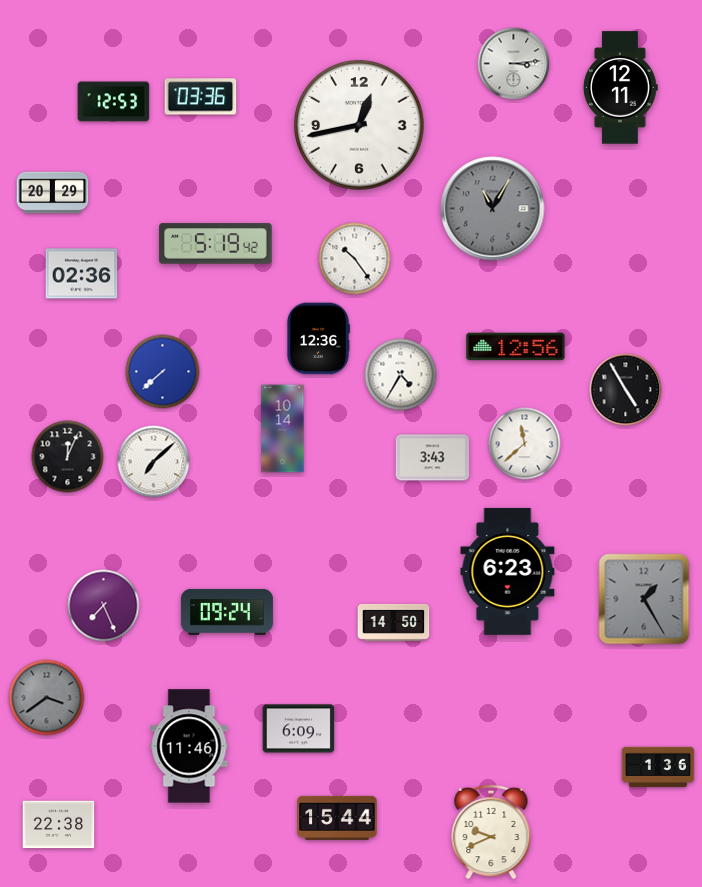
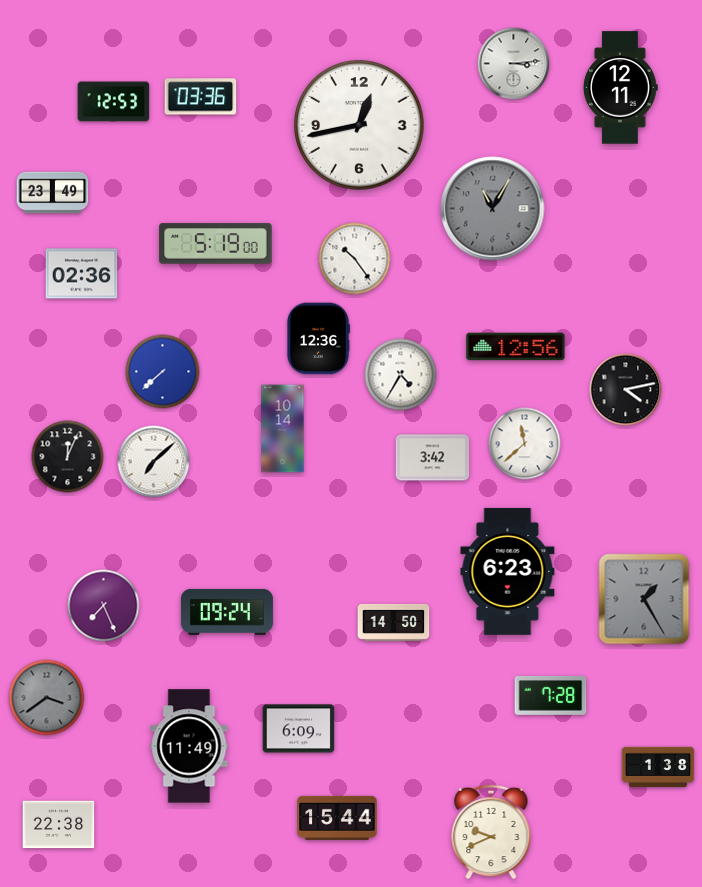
clock at (53, 193): 20:29 -> 23:49
clock at (216, 244): 5:19:42 -> 5:19:00
clock at (626, 390): 4:55 -> 4:13
clock at (433, 458): 3:43 -> 3:42
clock at (551, 695): none -> 7:28
clock at (189, 746): 11:46 -> 11:49
clock at (658, 767): 1:36 -> 1:38
